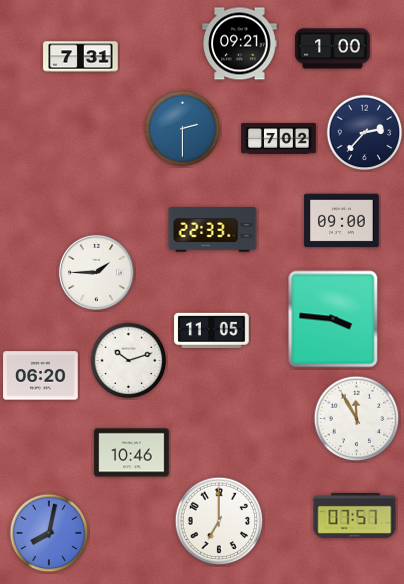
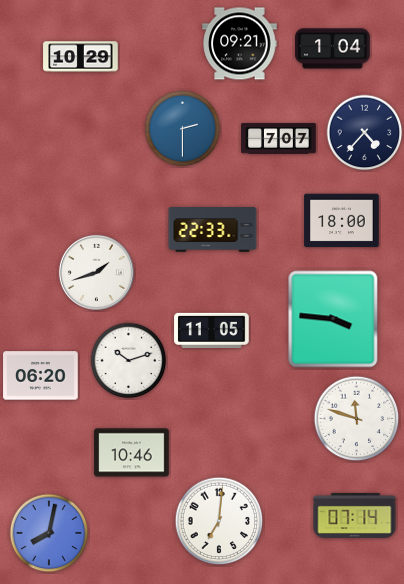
clock at (333, 49): 1:00 -> 1:04
clock at (81, 57): 7:31 -> 10:29
clock at (365, 133): 2:37 -> 4:37
clock at (279, 139): 7:02 -> 7:07
clock at (342, 221): 09:00 -> 18:00
clock at (96, 272): 1:45 -> 1:42
clock at (357, 419): 11:55 -> 11:48
clock at (355, 515): 07:57 -> 07:14
clock at (219, 521): 7:00 -> 7:01
